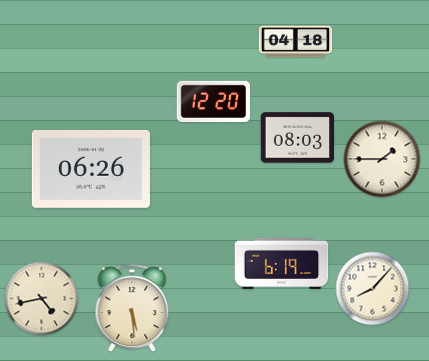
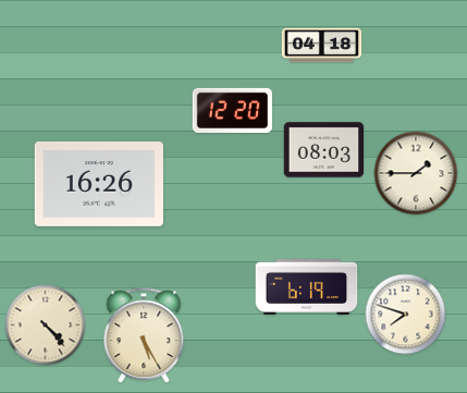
clock at (91, 169): 06:26 -> 16:26
clock at (373, 289): 8:07 -> 7:48
clock at (42, 299): 4:43 -> 4:23
clock at (132, 309): 5:29 -> 5:25
